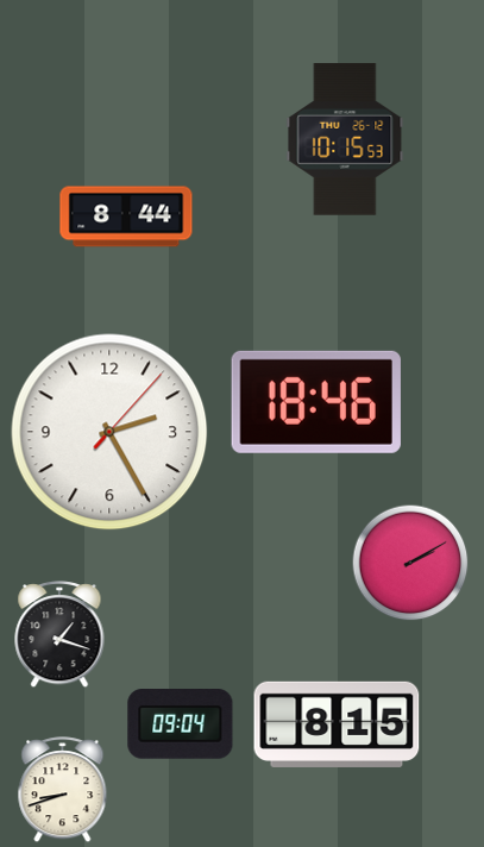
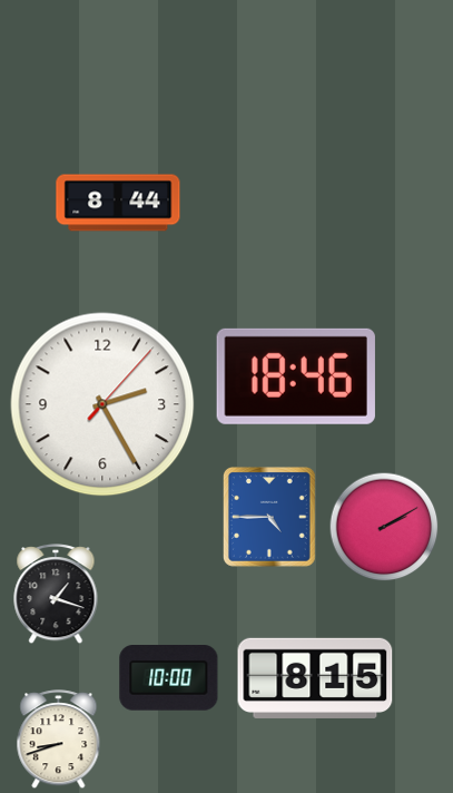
clock at (345, 139): 10:15 -> none
clock at (269, 517): none -> 4:45
clock at (181, 724): 09:04 -> 10:00
